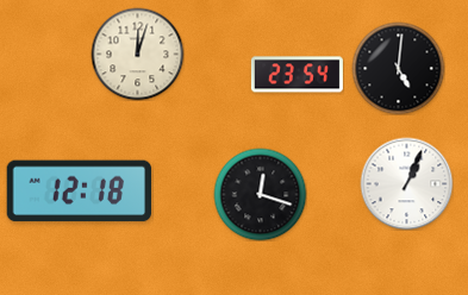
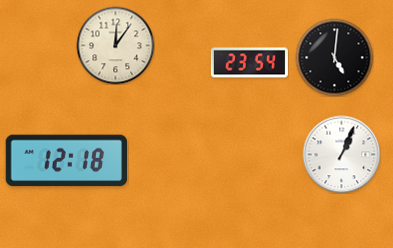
clock at (137, 54): 12:03 -> 12:06
clock at (260, 194): 12:18 -> none
